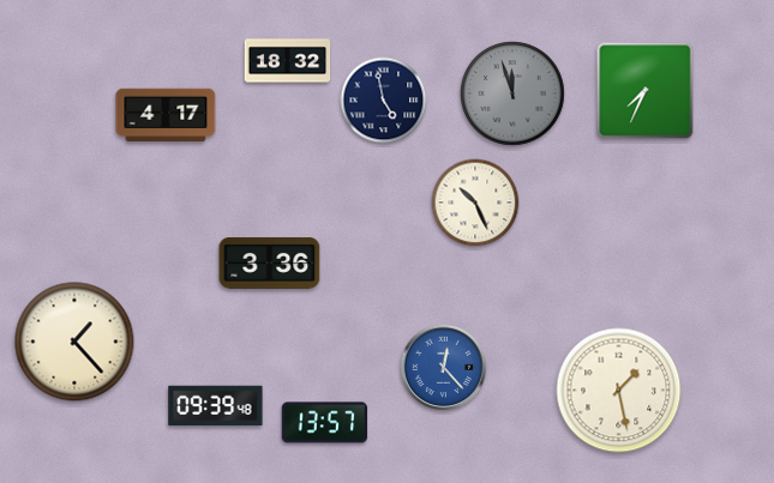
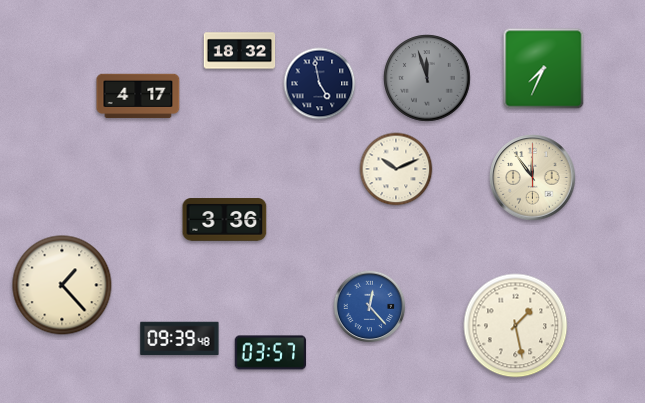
clock at (646, 91) position: (646, 91) -> (544, 69)
clock at (475, 203): 10:26 -> 10:11
clock at (533, 178): none -> 11:54
clock at (324, 423): 13:57 -> 03:57
